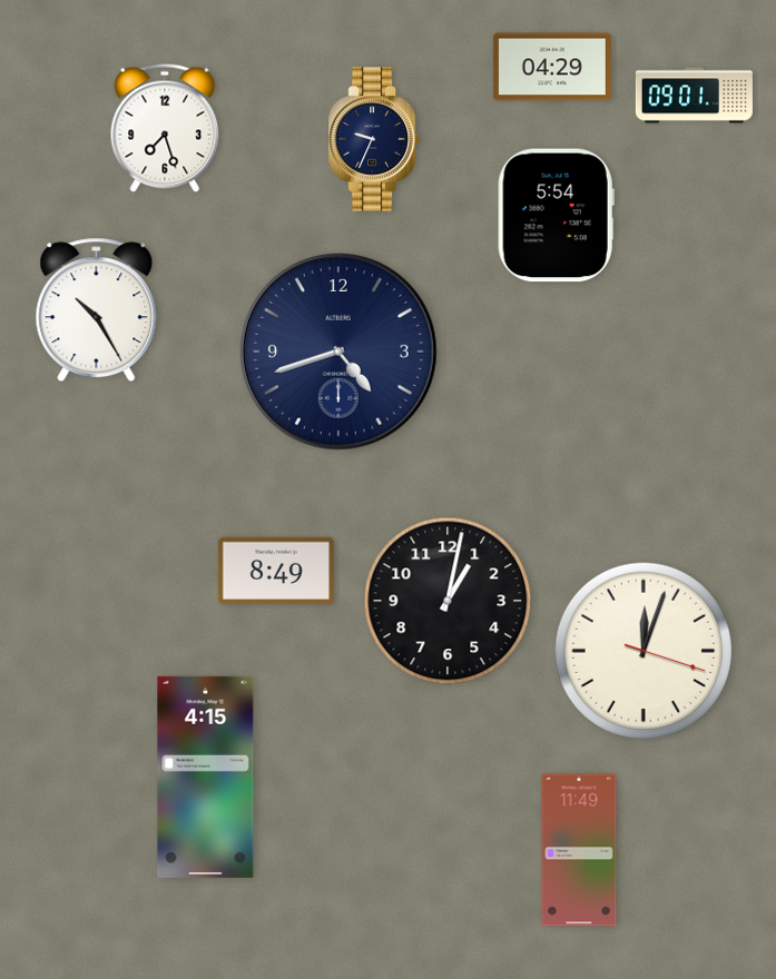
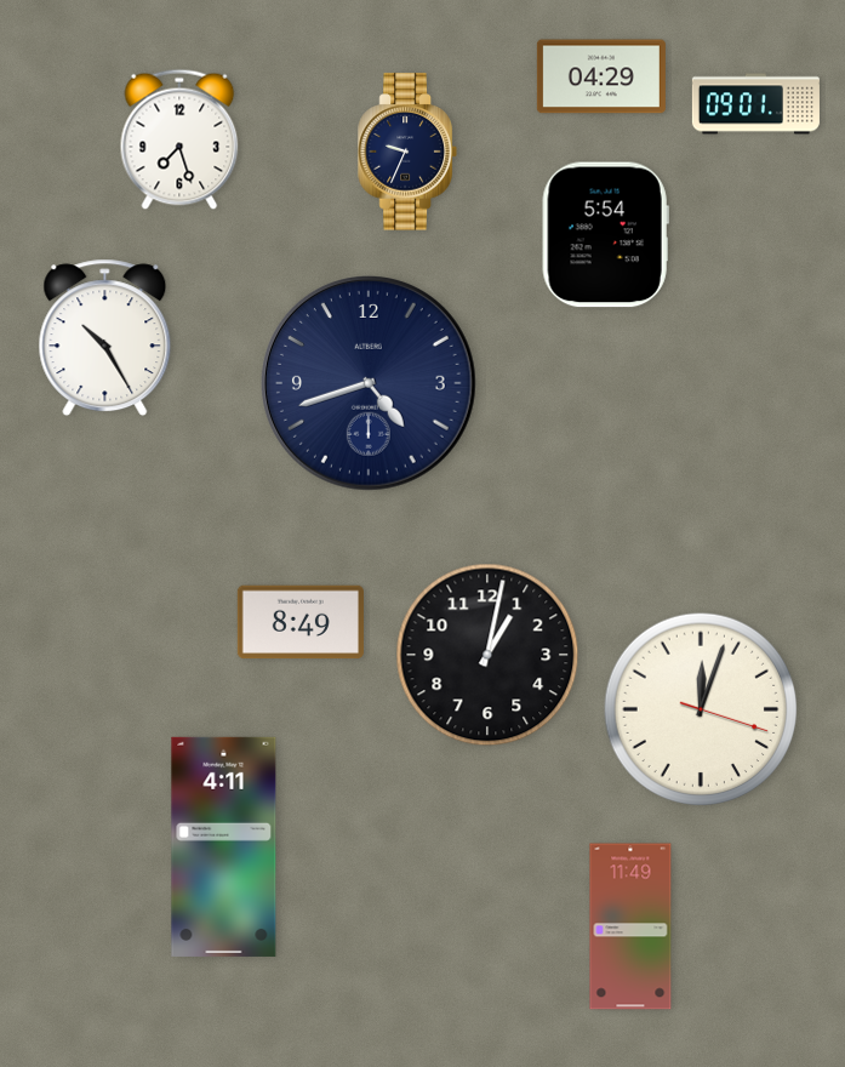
clock at (552, 67) position: (552, 67) -> (601, 76)
clock at (206, 777): 4:15 -> 4:11
